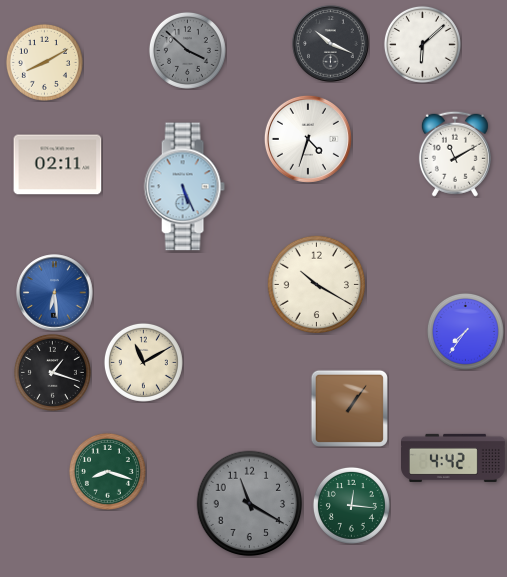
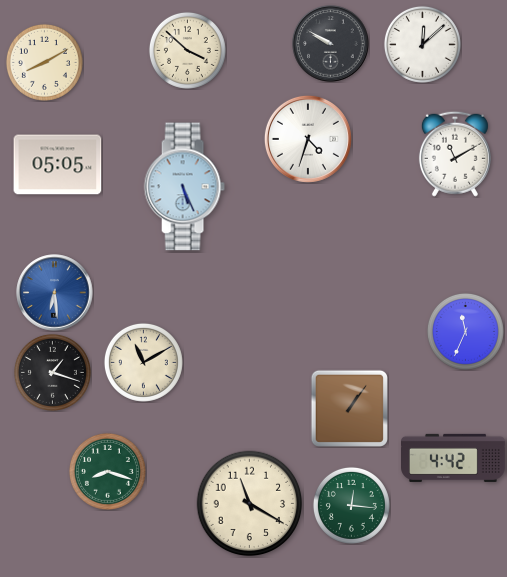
clock at (331, 44): 10:19 -> 9:50
clock at (422, 44): 6:08 -> 12:08
clock at (187, 50) dial: grey -> cream
clock at (58, 165): 02:11 -> 05:05
clock at (316, 284): 10:20 -> none
clock at (465, 331): 7:36 -> 11:34
clock at (250, 504) dial: grey -> cream
